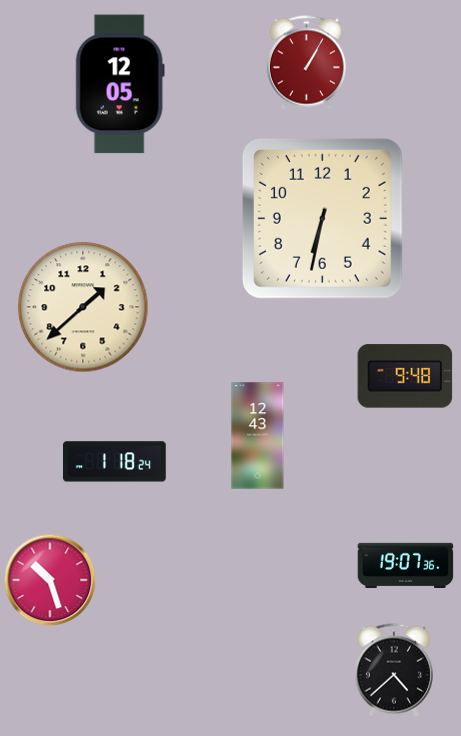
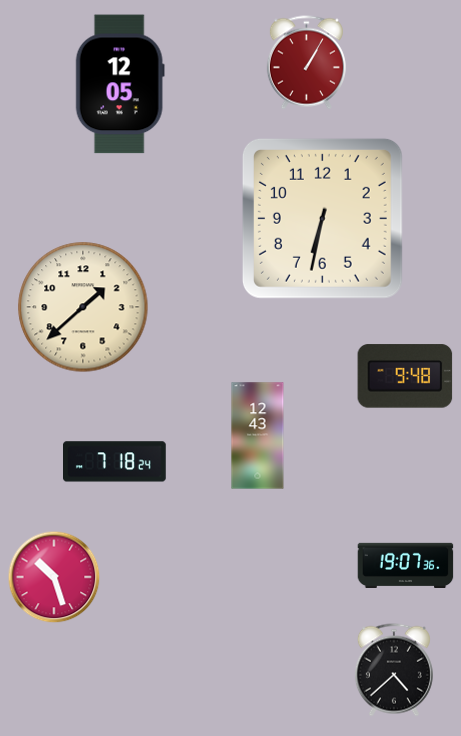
clock at (115, 462): 1:18 -> 7:18
clock at (50, 580) position: (50, 580) -> (54, 577)
